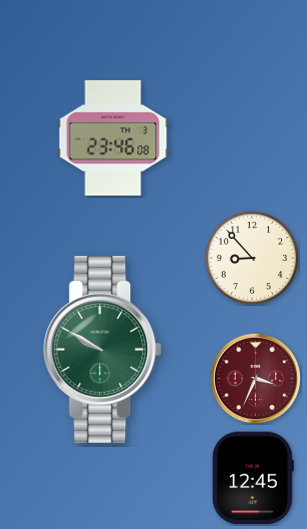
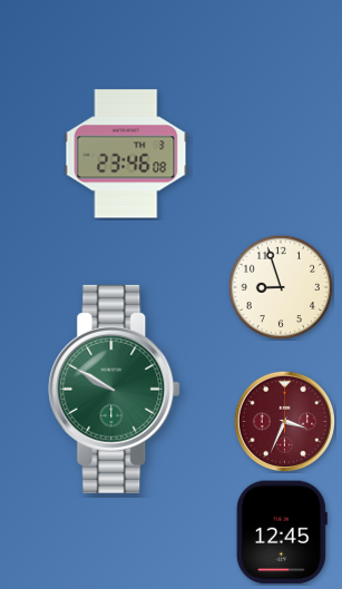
clock at (252, 258): 8:53 -> 8:57
